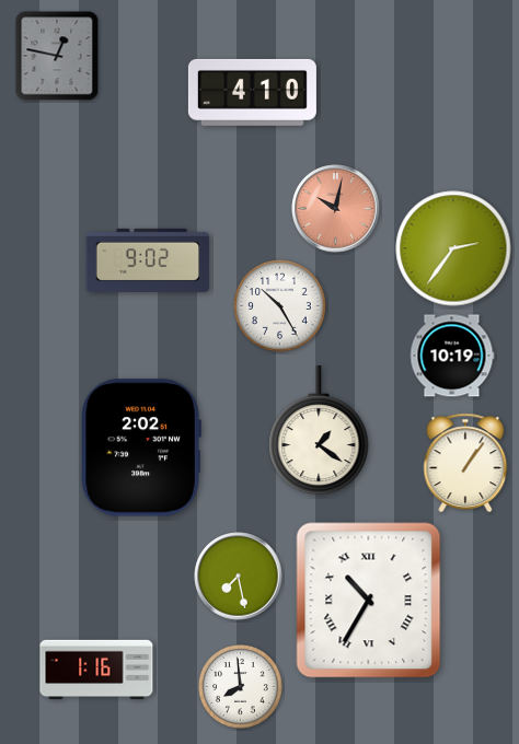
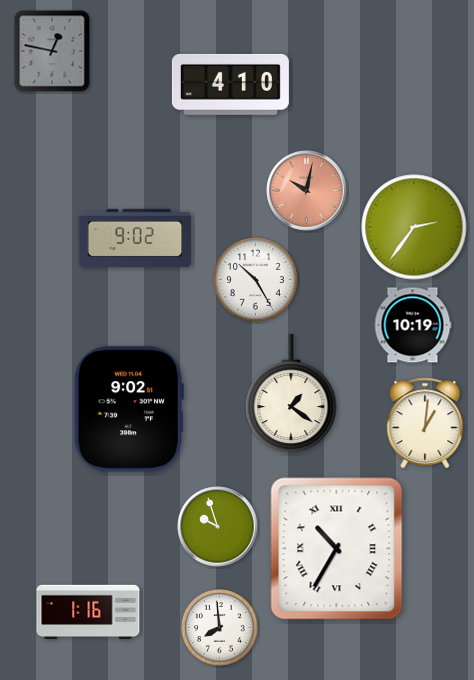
clock at (141, 447): 2:02 -> 9:02
clock at (465, 463): 1:06 -> 1:01
clock at (239, 577): 7:28 -> 9:57
